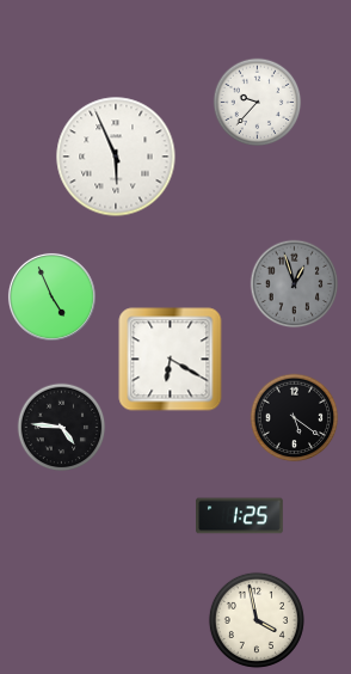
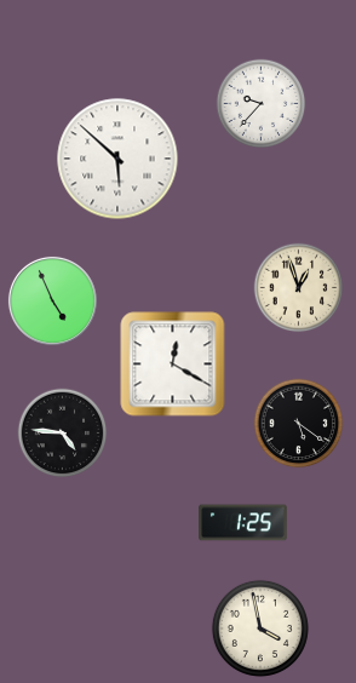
clock at (116, 157): 5:56 -> 5:52
clock at (295, 284) dial: grey -> cream
clock at (171, 360): 6:20 -> 12:20
